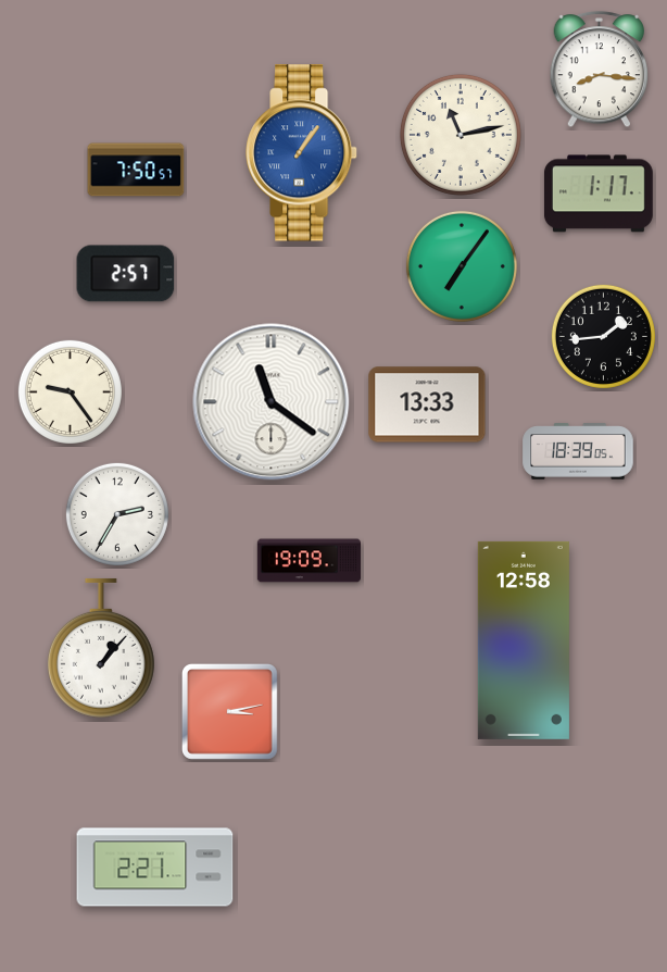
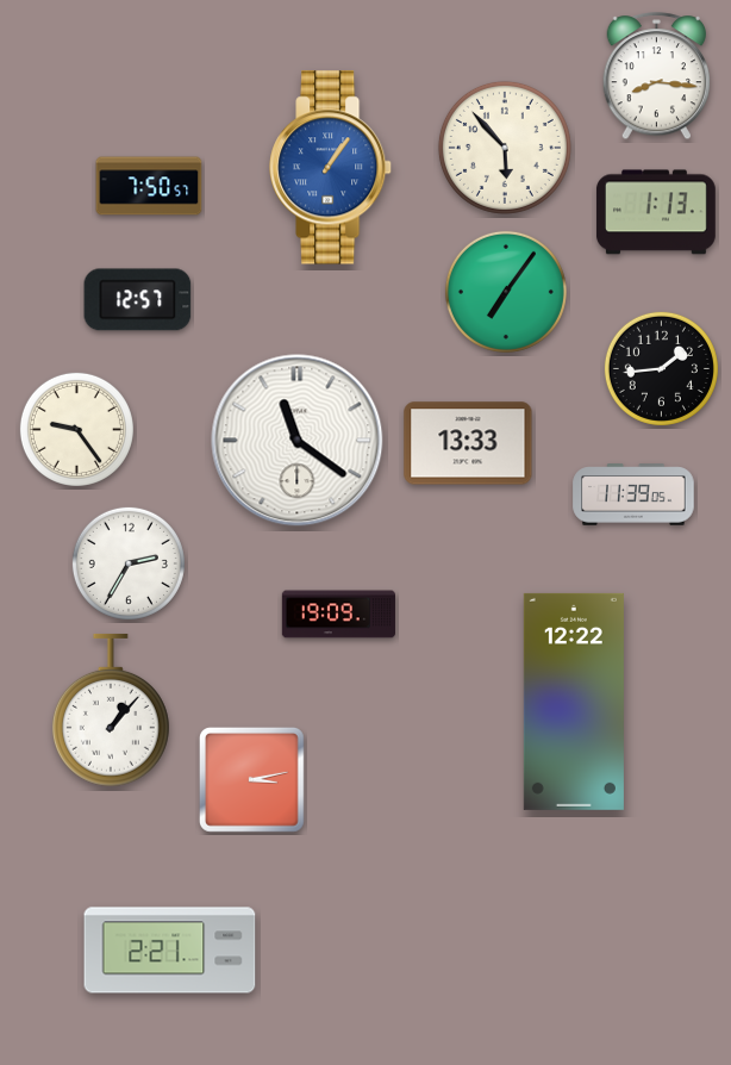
clock at (461, 135): 11:13 -> 5:53
clock at (599, 194): 1:17 -> 1:13
clock at (126, 274): 2:57 -> 12:57
clock at (578, 451): 18:39 -> 11:39
clock at (524, 640): 12:58 -> 12:22
